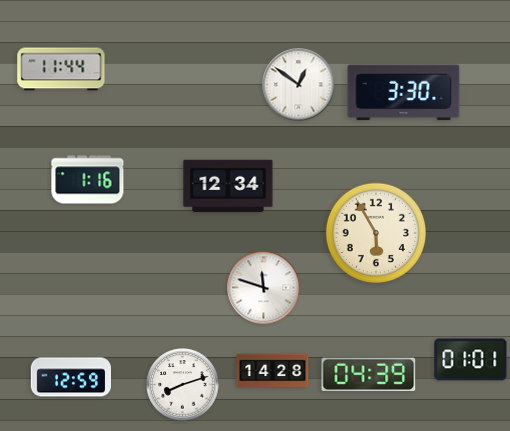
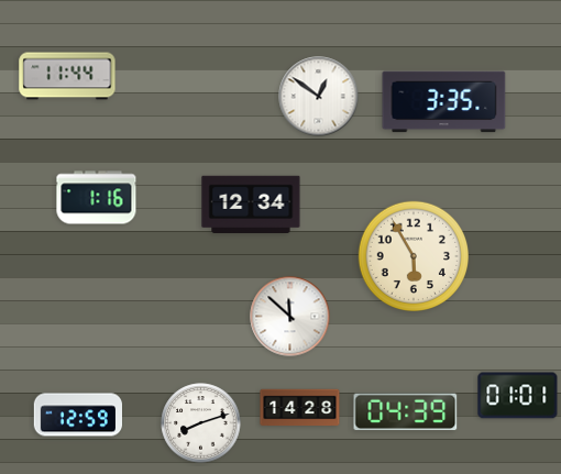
clock at (299, 85) position: (299, 85) -> (319, 97)
clock at (404, 93): 3:30 -> 3:35
clock at (264, 288): 11:48 -> 11:52
